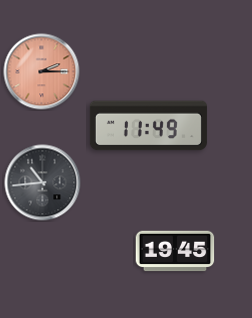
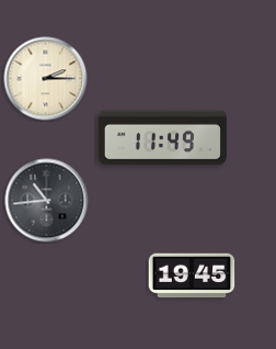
clock at (42, 72) dial: salmon -> cream
